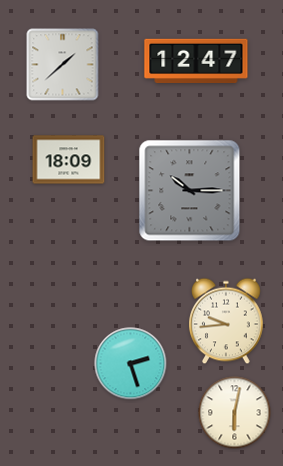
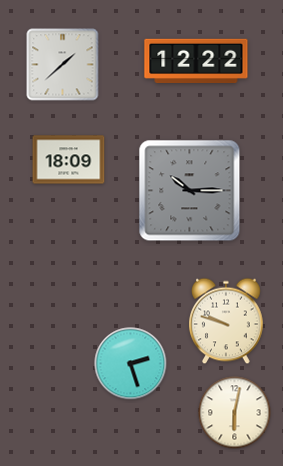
clock at (196, 61): 12:47 -> 12:22
clock at (226, 321): 9:44 -> 9:48
